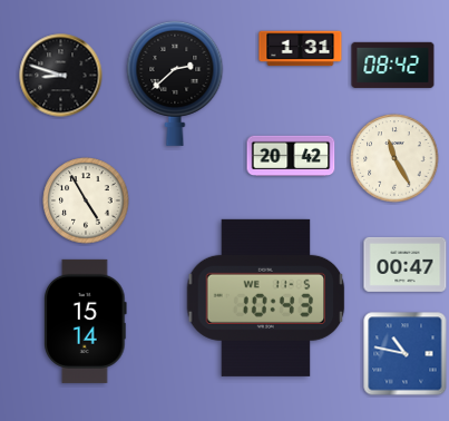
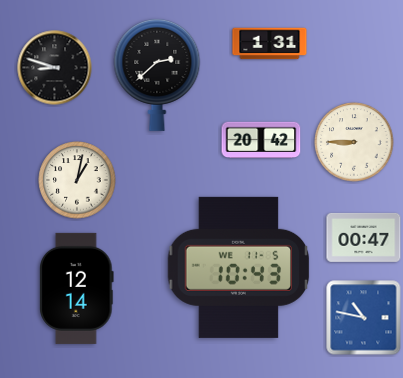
clock at (393, 65): 08:42 -> none
clock at (394, 158): 11:25 -> 8:45
clock at (86, 200): 4:55 -> 1:02
clock at (86, 321): 15:14 -> 12:14
